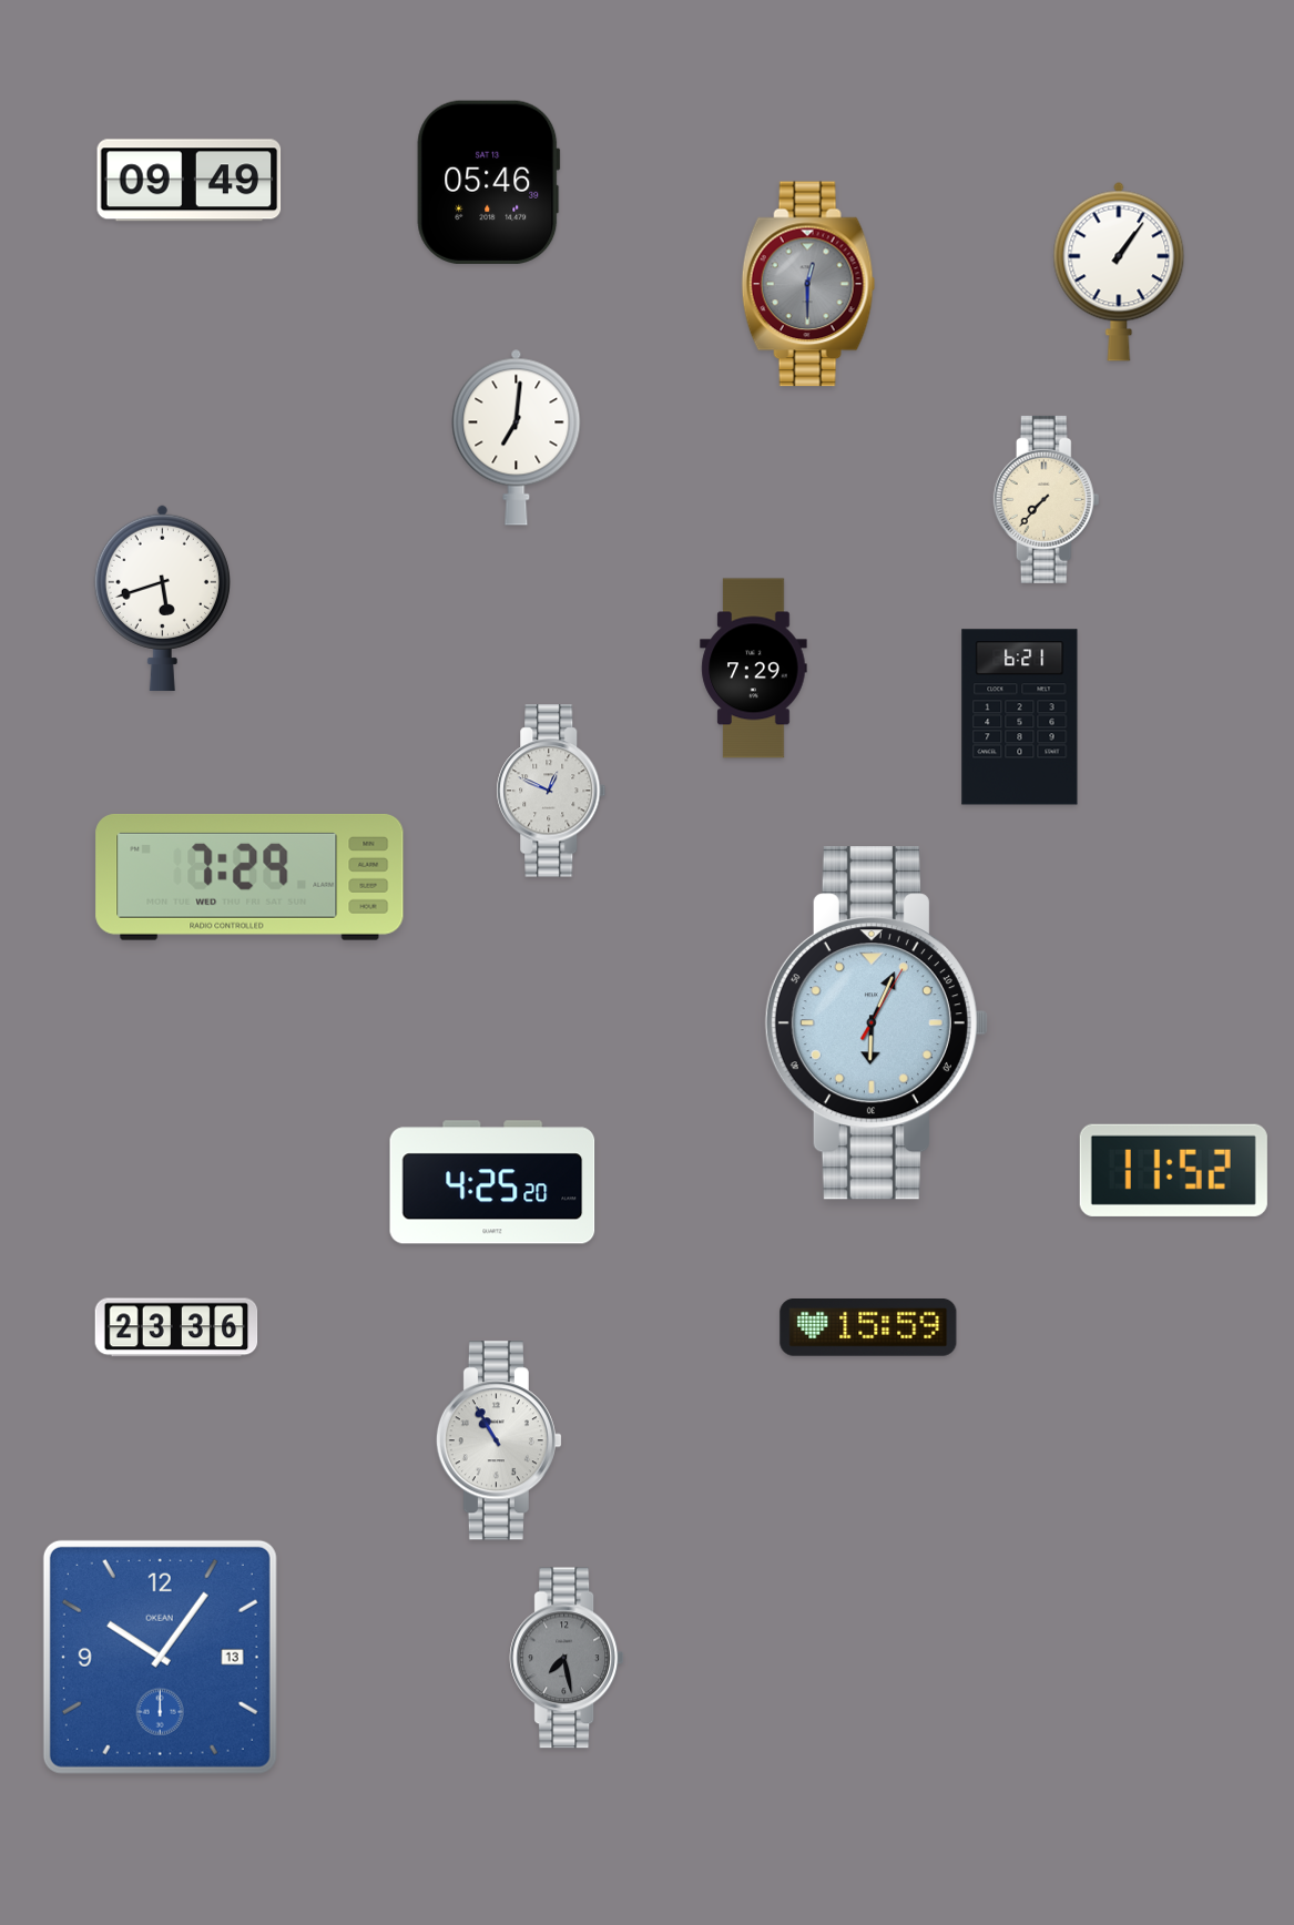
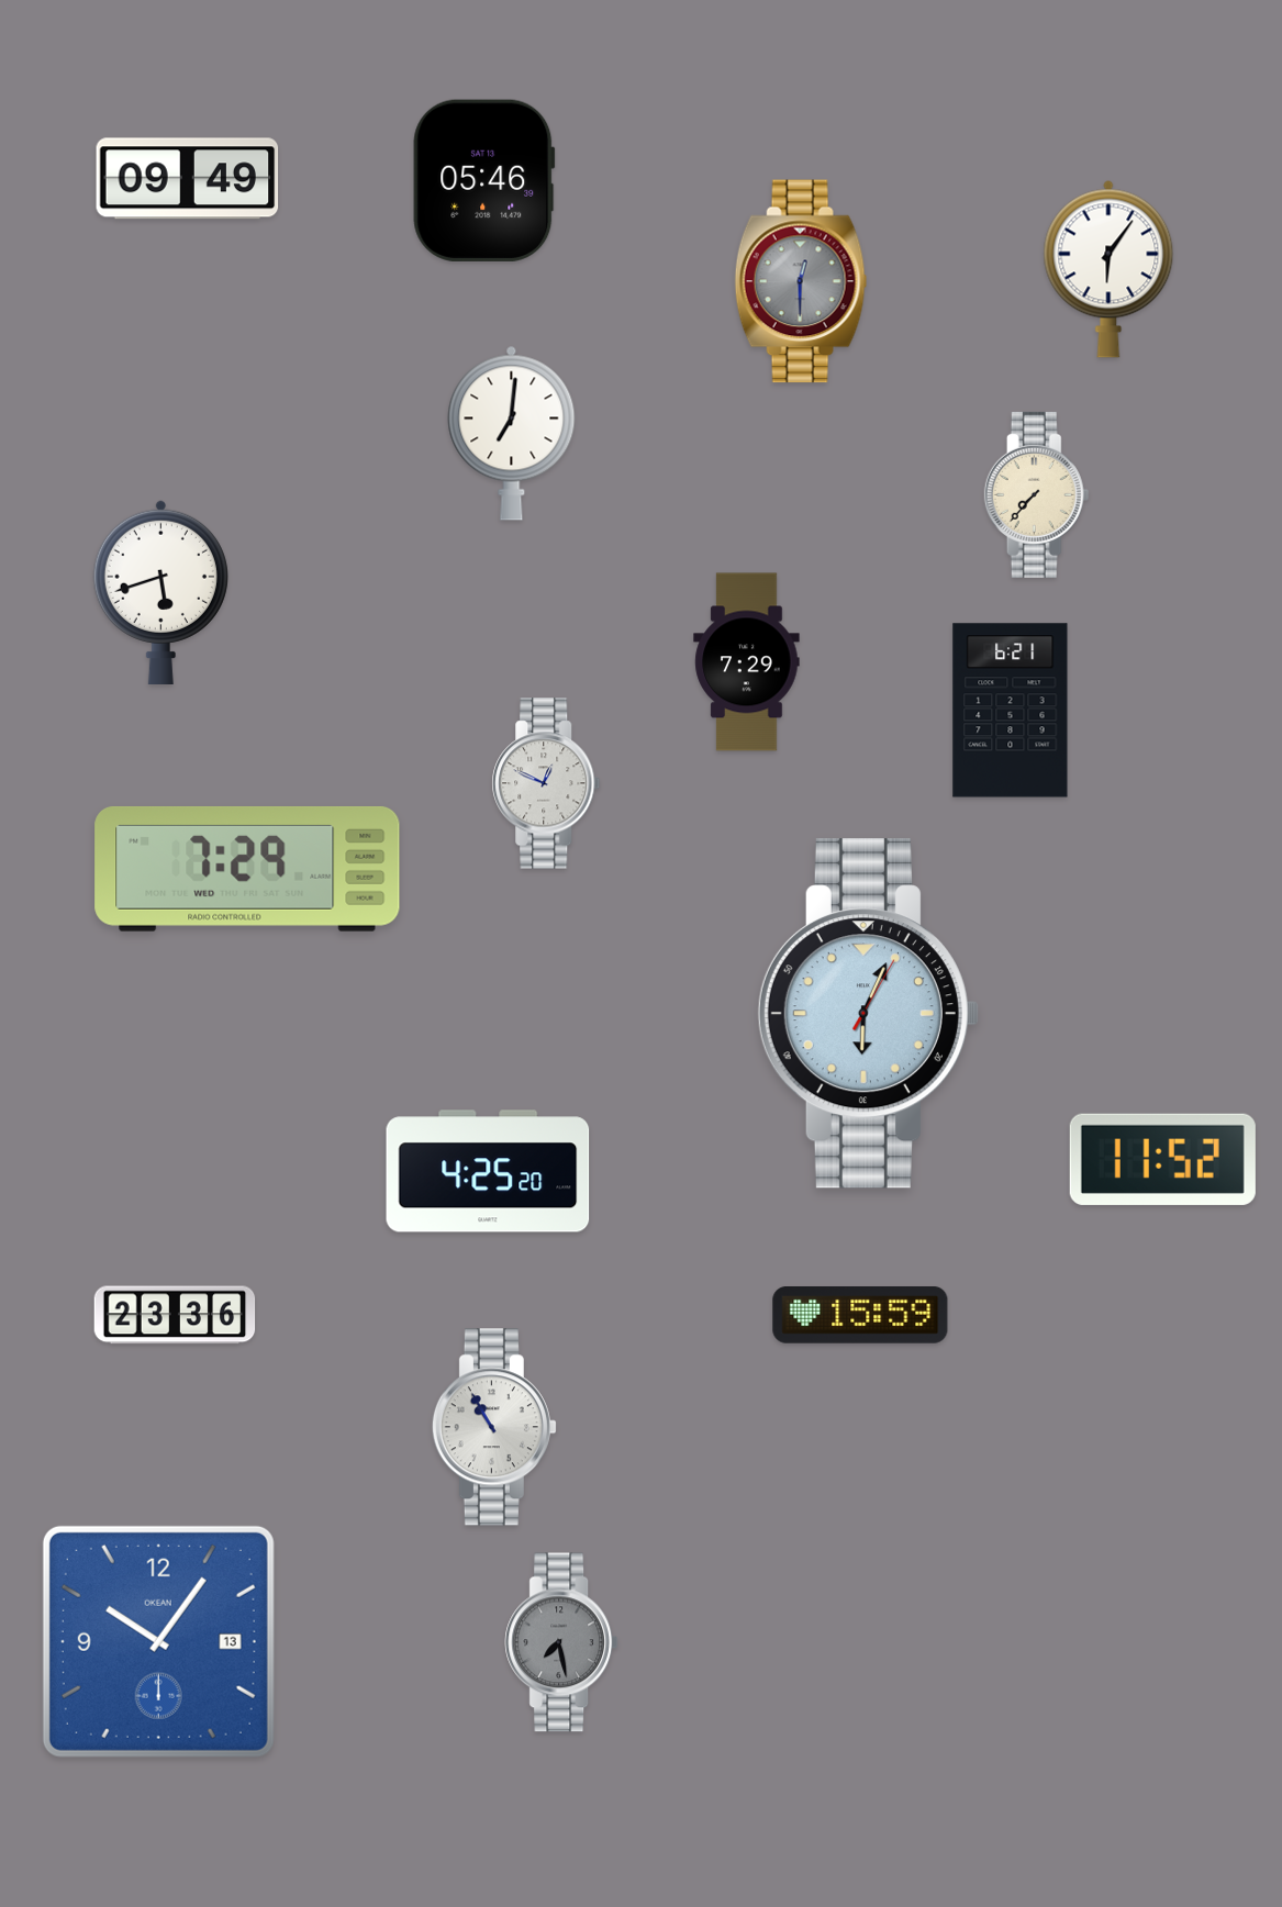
clock at (1119, 272): 1:06 -> 6:06
